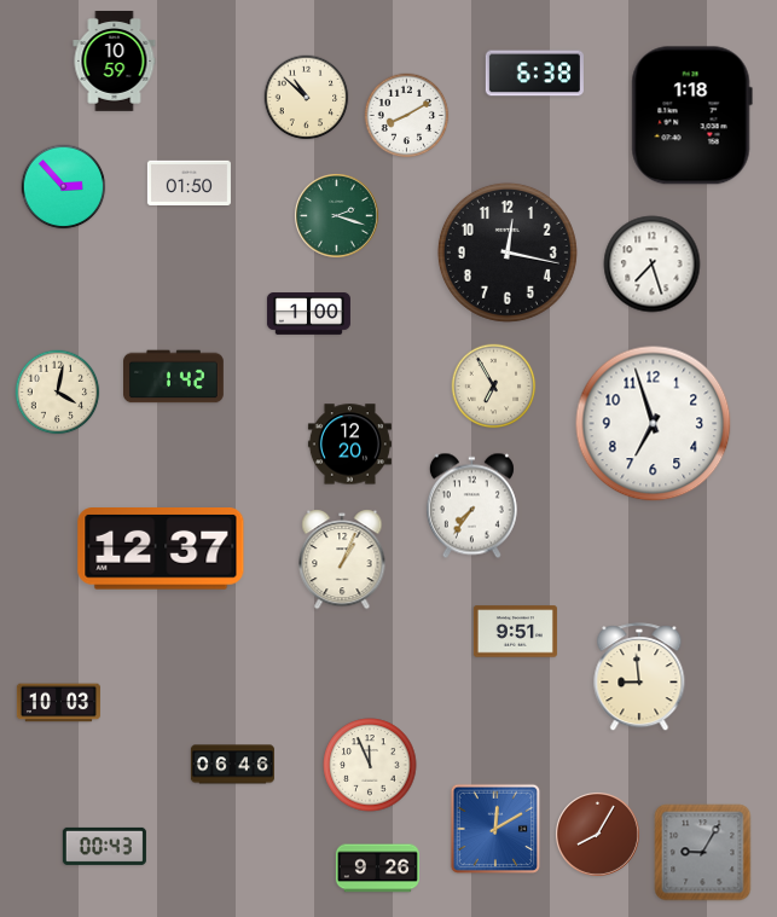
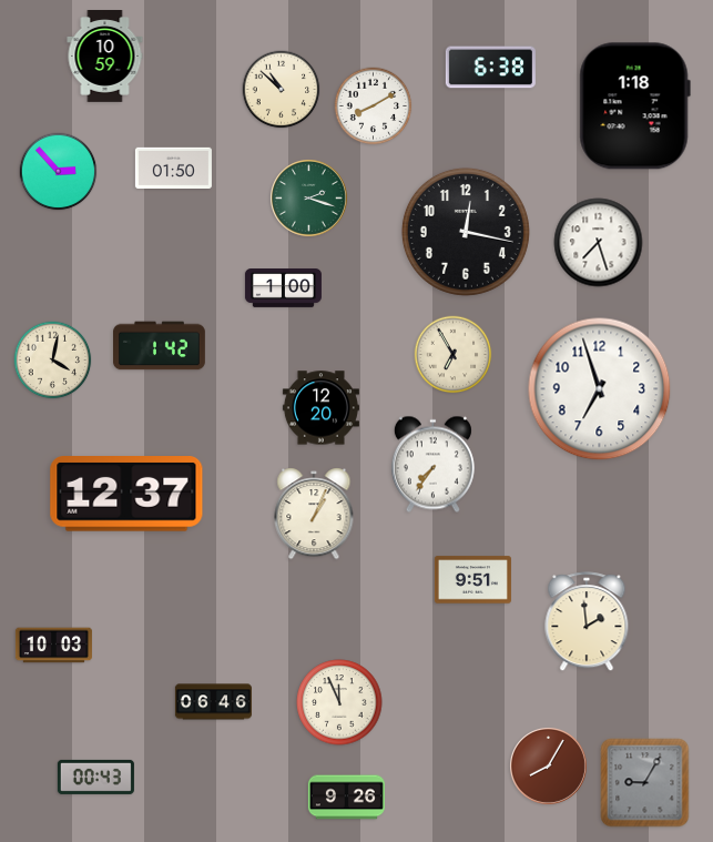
clock at (161, 549) position: (161, 549) -> (126, 494)
clock at (639, 678): 8:59 -> 1:59
clock at (495, 829): 12:10 -> none
